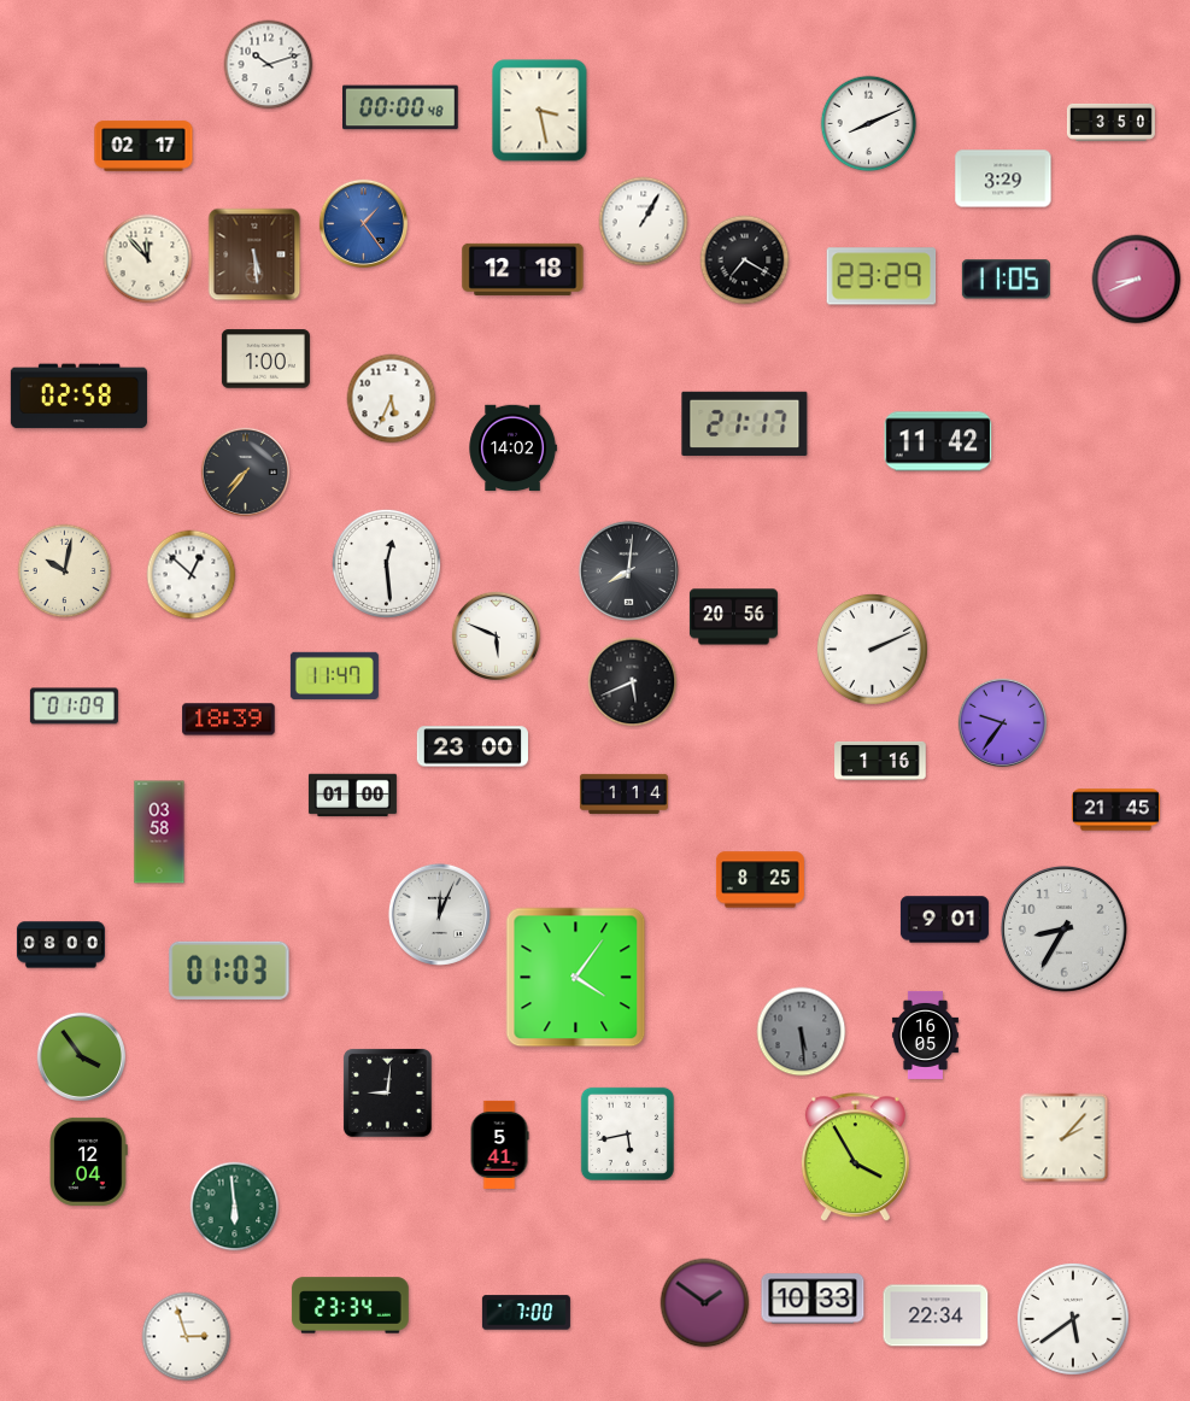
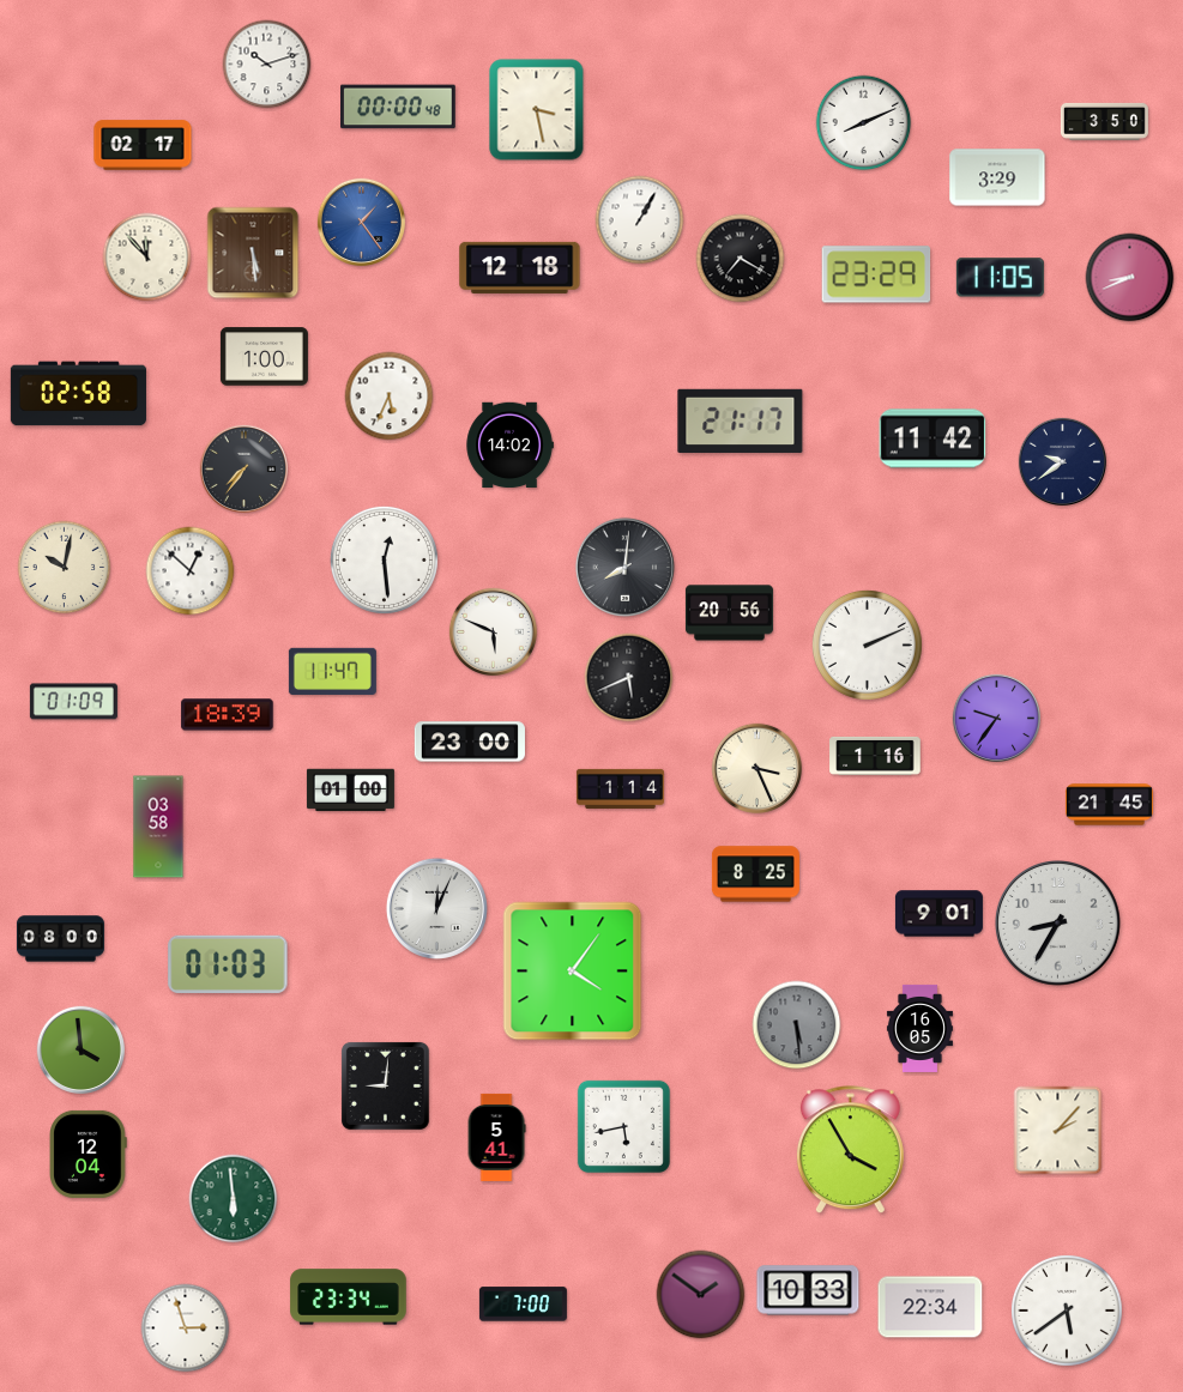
clock at (1062, 461): none -> 9:39
clock at (756, 768): none -> 3:26
clock at (81, 1056): 3:54 -> 3:59
